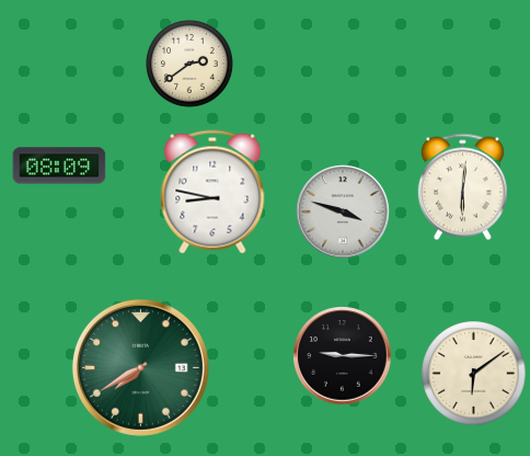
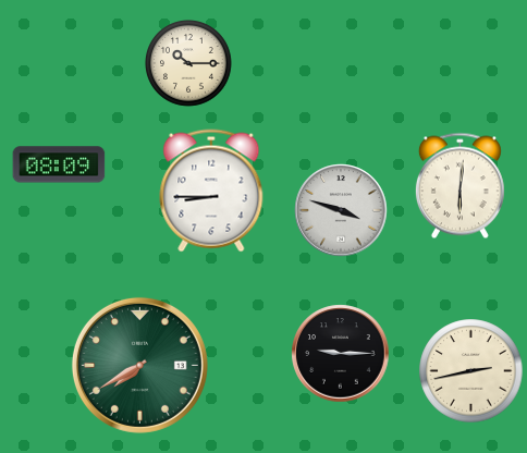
clock at (191, 65): 2:39 -> 10:15
clock at (212, 192): 8:47 -> 8:45
clock at (474, 374): 6:09 -> 2:43
